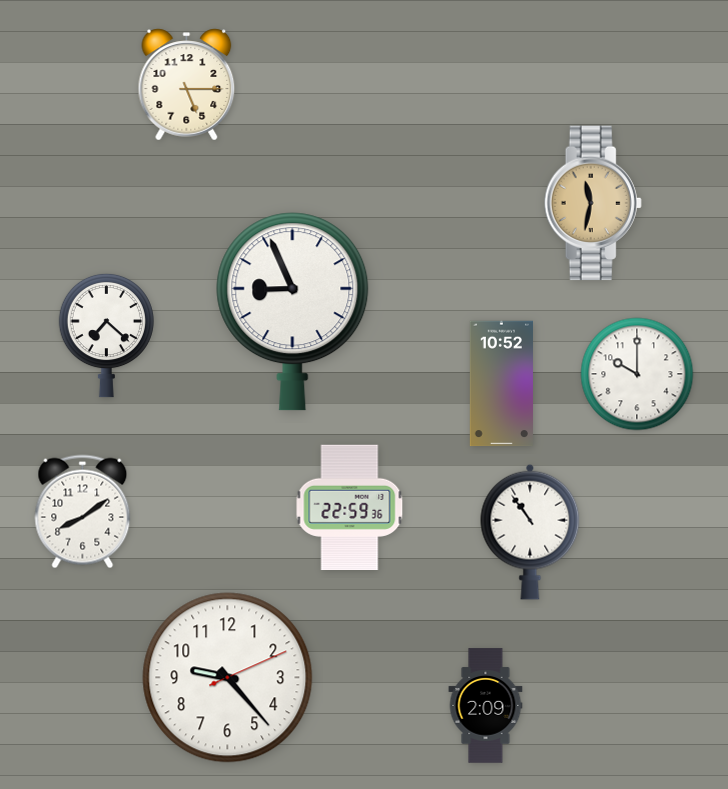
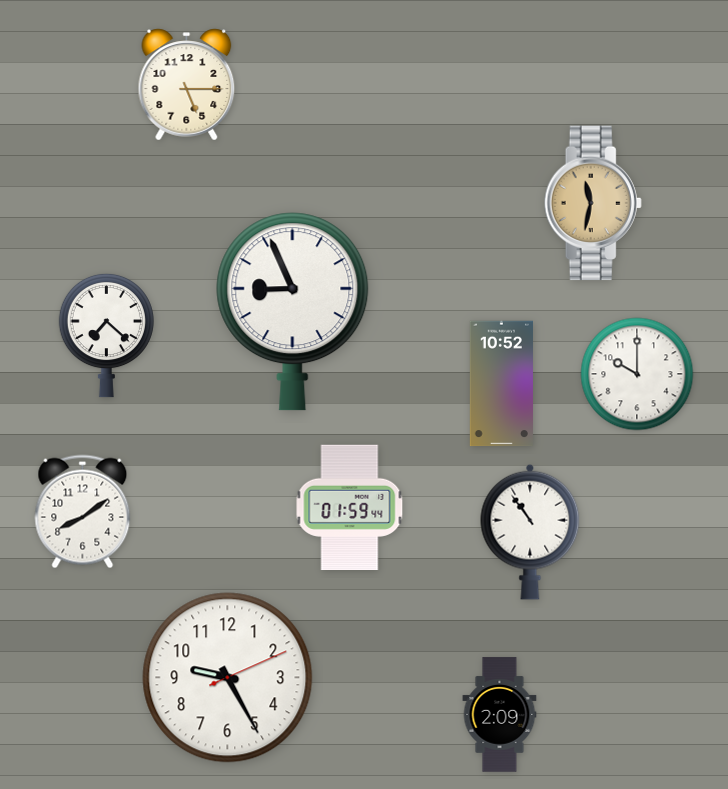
clock at (350, 508): 22:59 -> 01:59
clock at (228, 678): 9:23 -> 9:25
clock at (486, 706) position: (486, 706) -> (500, 715)
